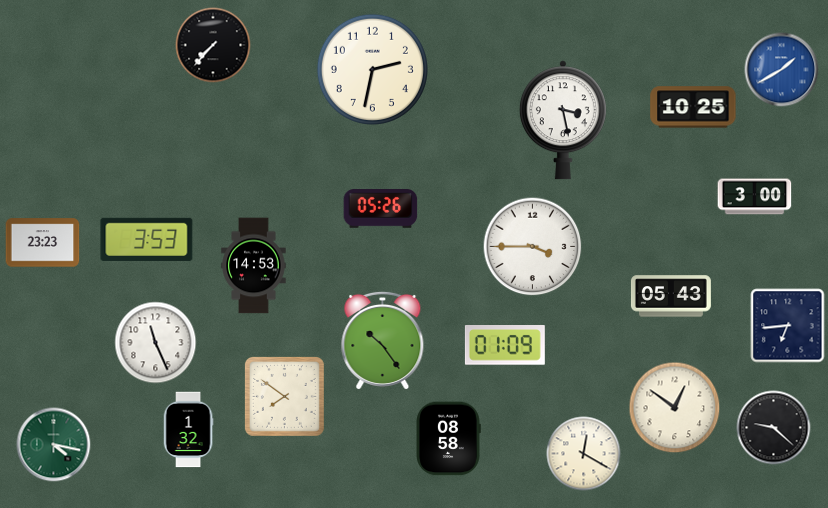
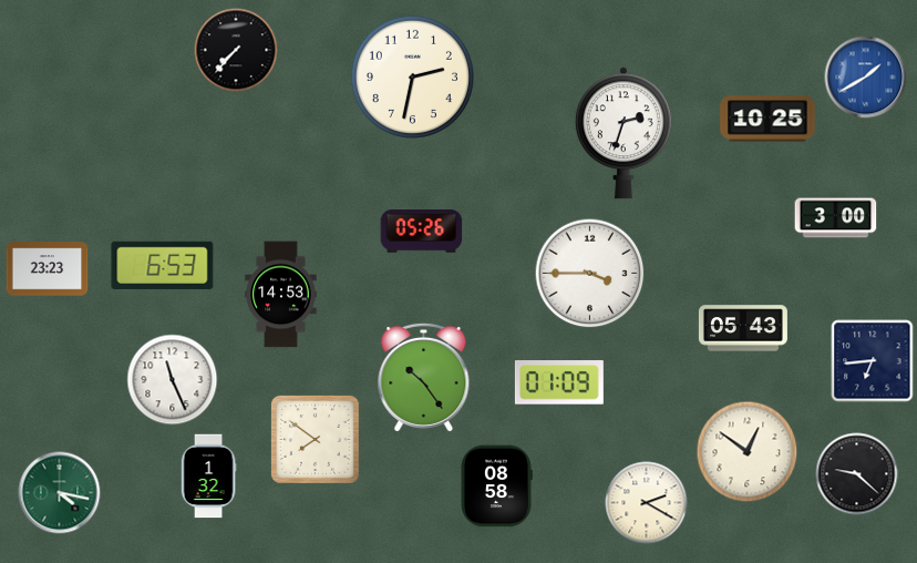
clock at (563, 120): 3:28 -> 2:33
clock at (147, 239): 3:53 -> 6:53
clock at (584, 454): 12:20 -> 2:20
